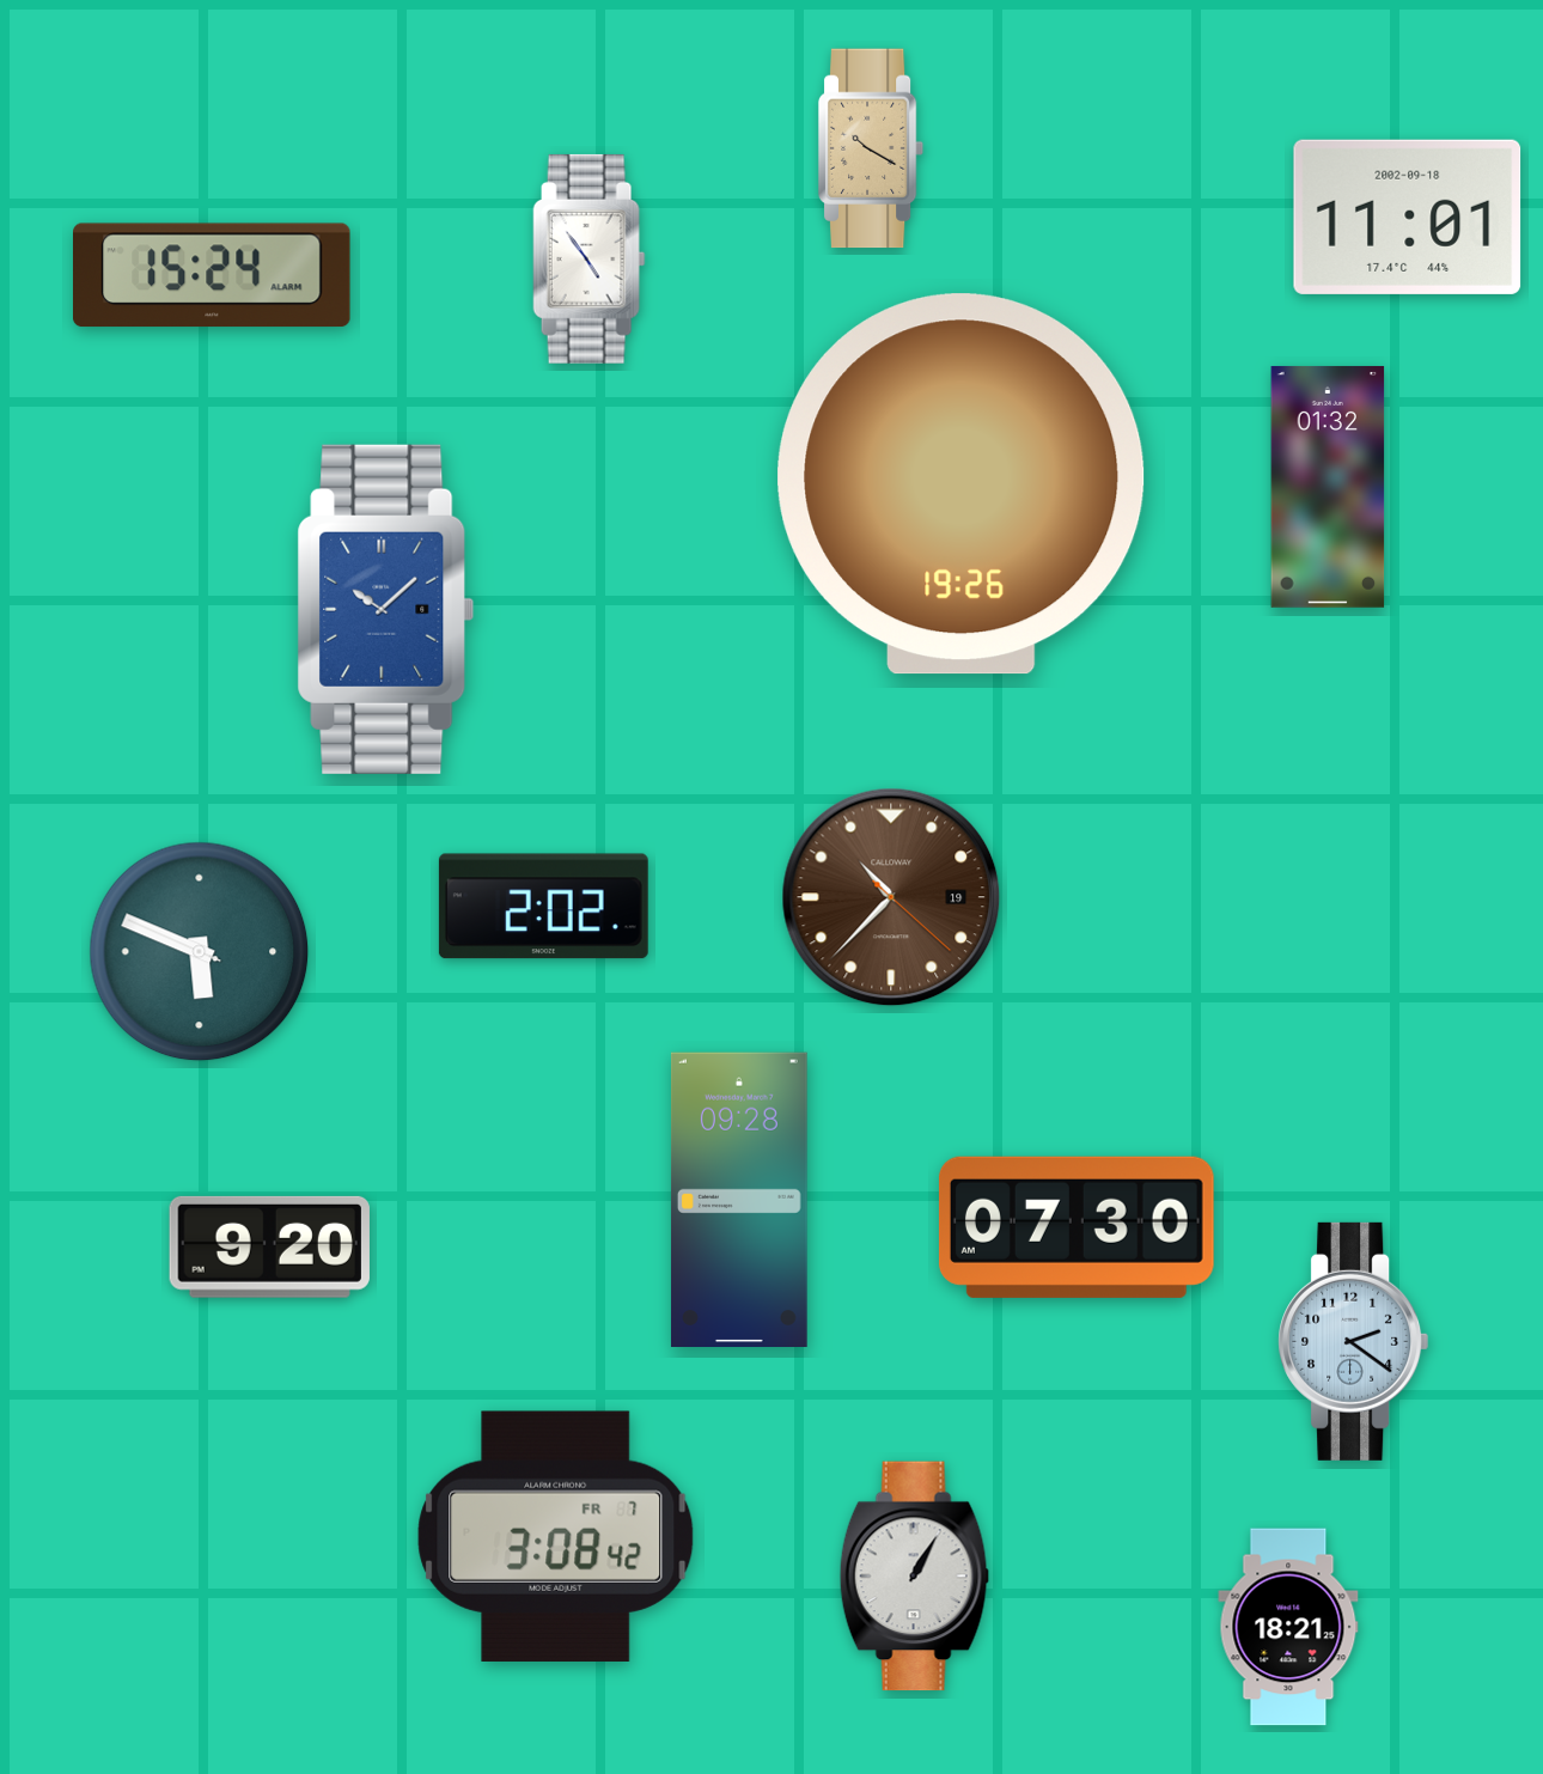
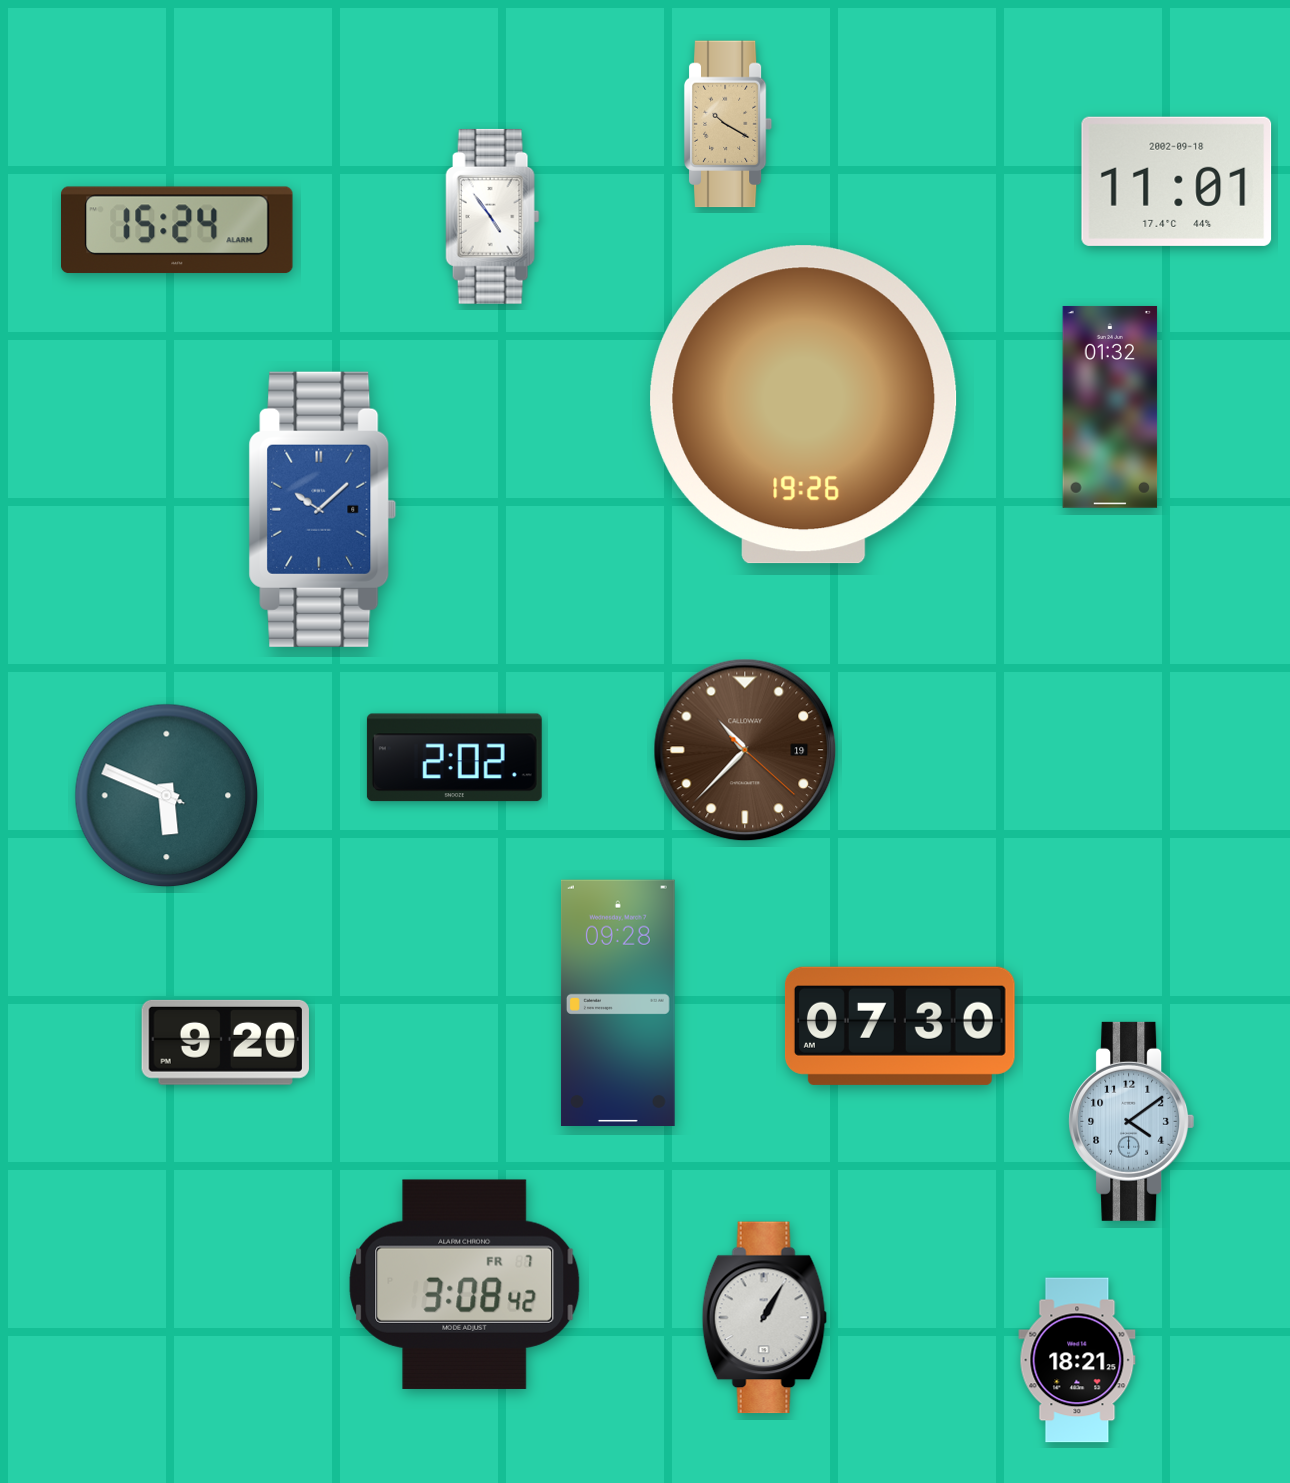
clock at (1354, 1341): 2:21 -> 4:09
